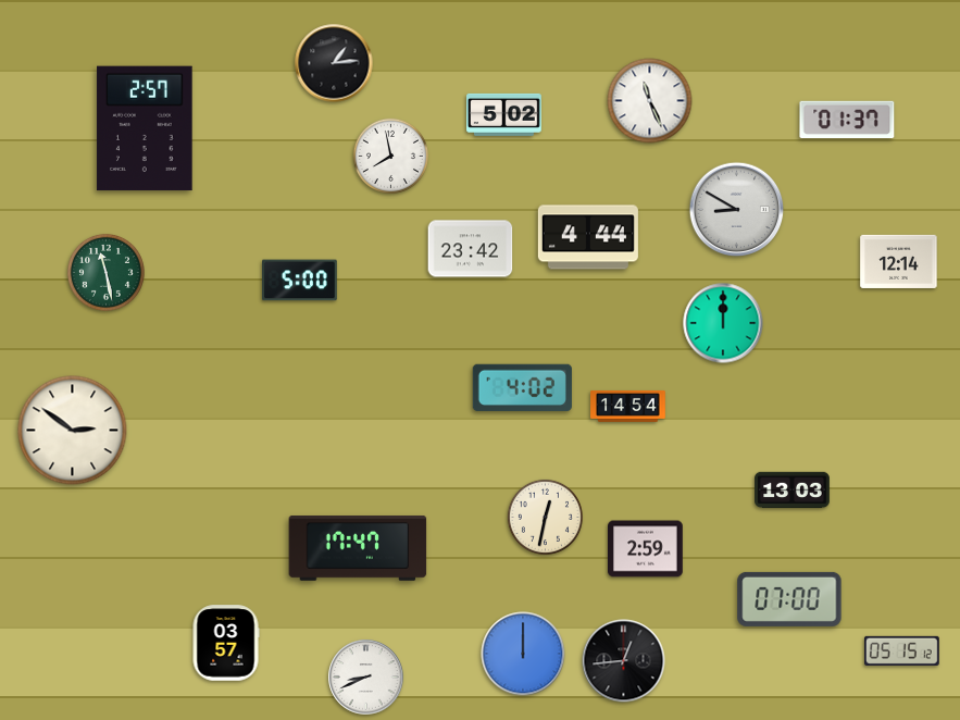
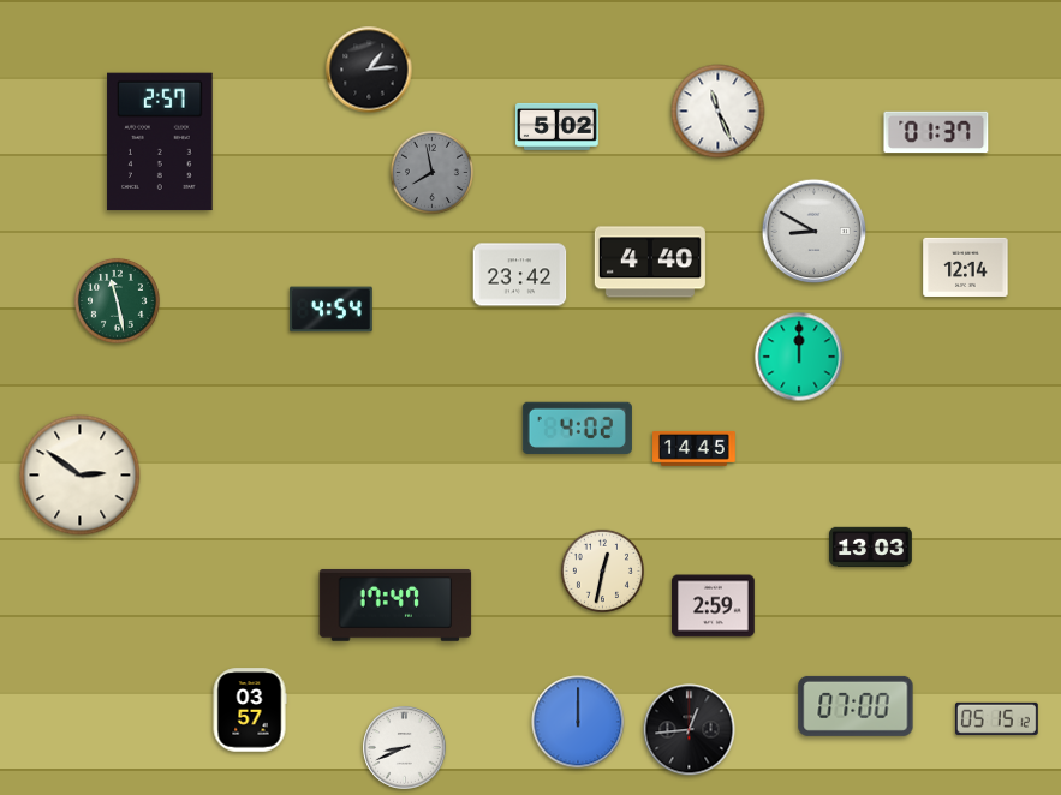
clock at (390, 156) dial: white -> grey
clock at (588, 237): 4:44 -> 4:40
clock at (899, 261) position: (899, 261) -> (966, 267)
clock at (300, 281): 5:00 -> 4:54
clock at (628, 406): 14:54 -> 14:45
clock at (793, 491) position: (793, 491) -> (871, 548)
clock at (789, 599) position: (789, 599) -> (856, 706)
